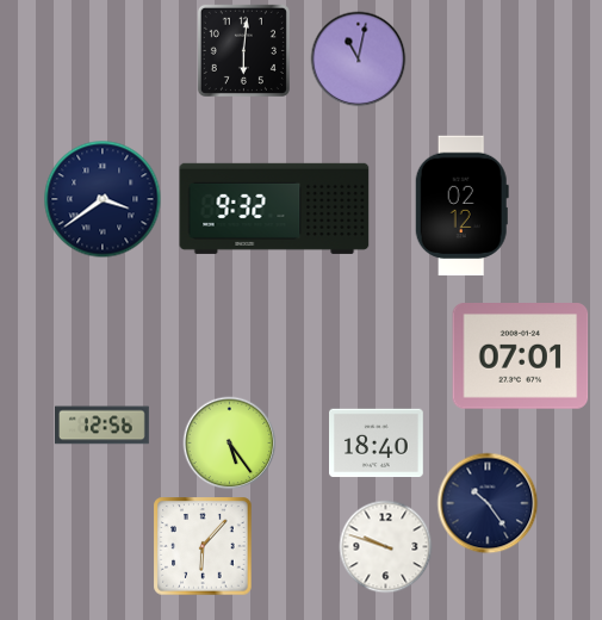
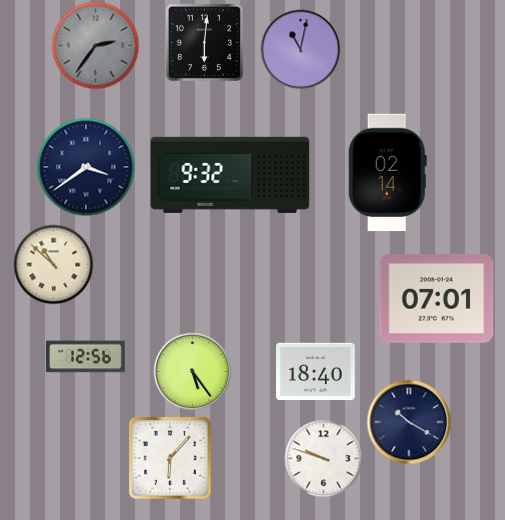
clock at (95, 45): none -> 2:36
clock at (461, 206): 02:12 -> 02:14
clock at (53, 264): none -> 10:52
clock at (488, 503): 10:24 -> 10:20
